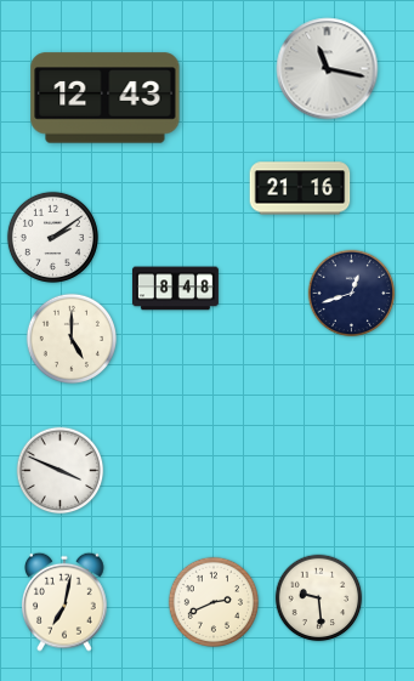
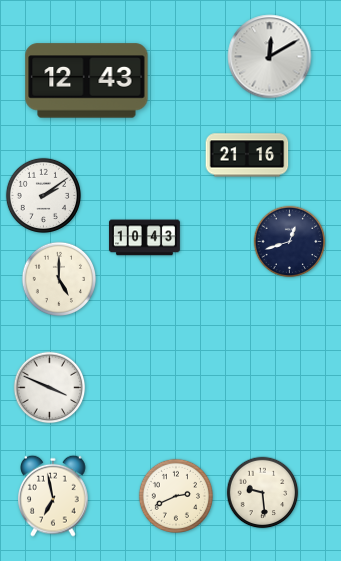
clock at (328, 69): 11:17 -> 12:10
clock at (175, 289): 8:48 -> 10:43
clock at (64, 602): 7:02 -> 6:58
